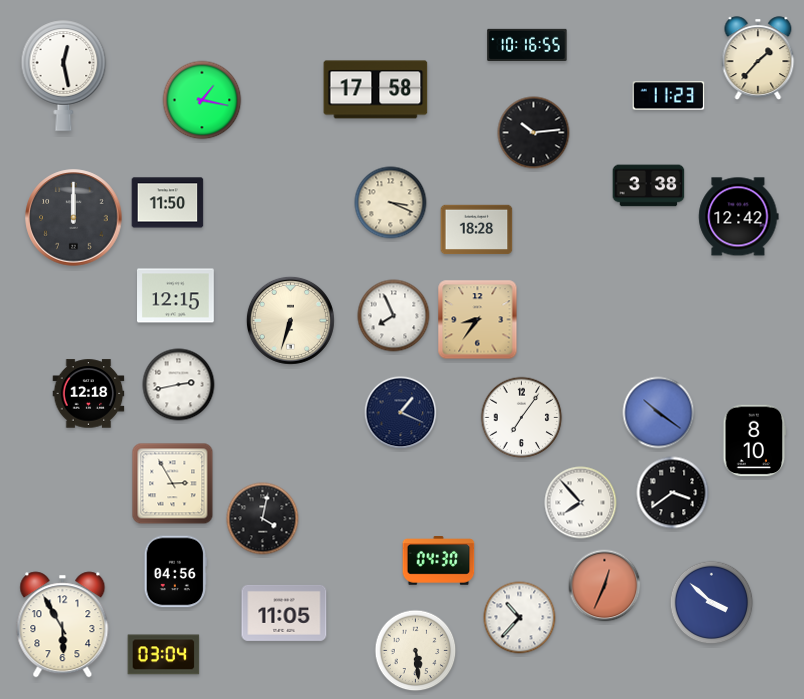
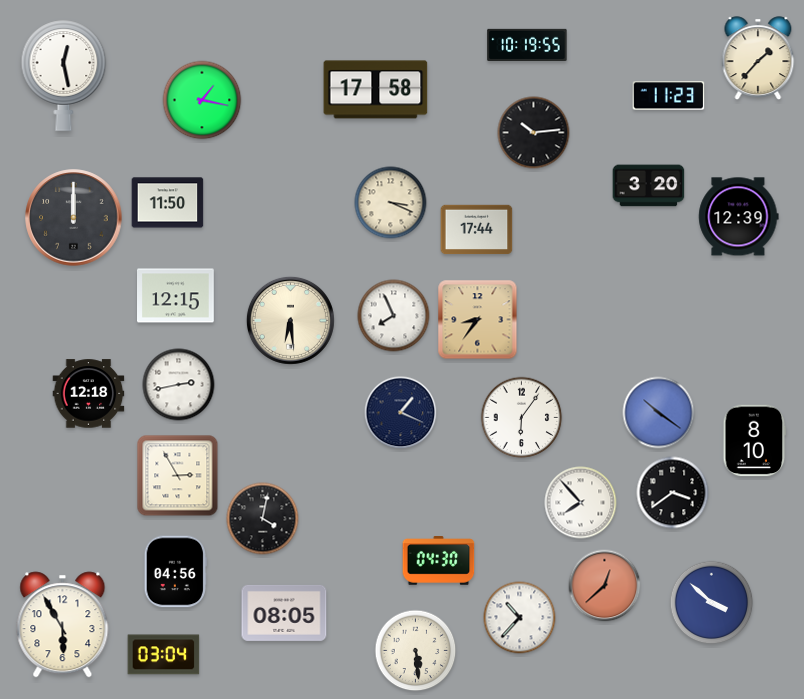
clock at (527, 44): 10:16 -> 10:19
clock at (649, 186): 3:38 -> 3:20
clock at (739, 217): 12:42 -> 12:39
clock at (477, 230): 18:28 -> 17:44
clock at (290, 320): 6:33 -> 6:29
clock at (522, 418): 7:06 -> 6:06
clock at (173, 484) position: (173, 484) -> (178, 476)
clock at (605, 586): 12:34 -> 12:38
clock at (284, 613): 11:05 -> 08:05
